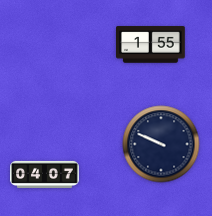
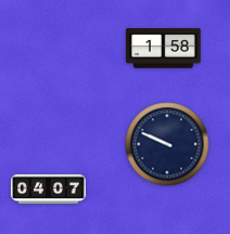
clock at (151, 45): 1:55 -> 1:58
clock at (161, 144) position: (161, 144) -> (167, 144)
